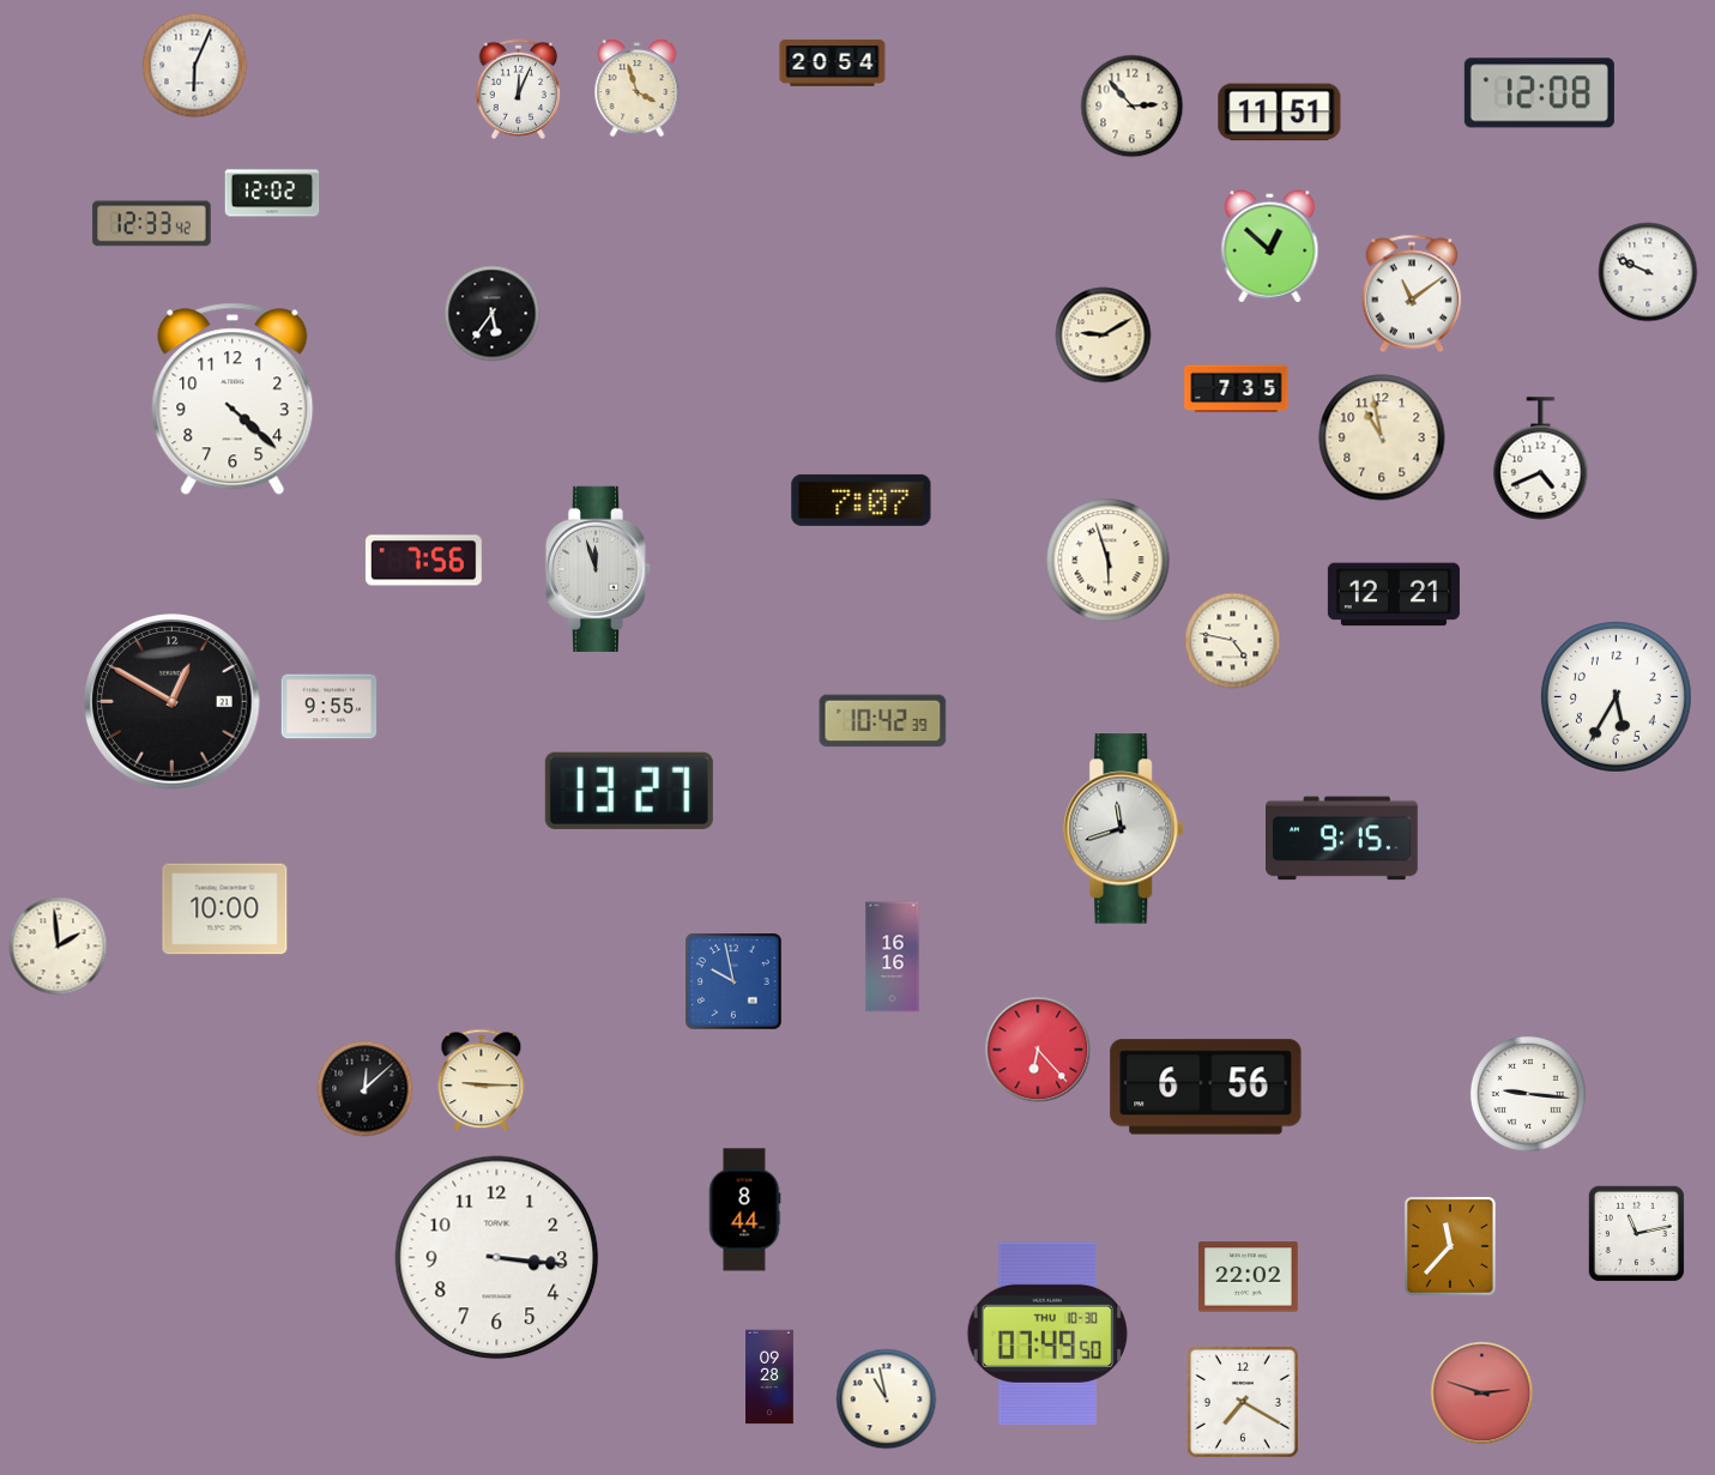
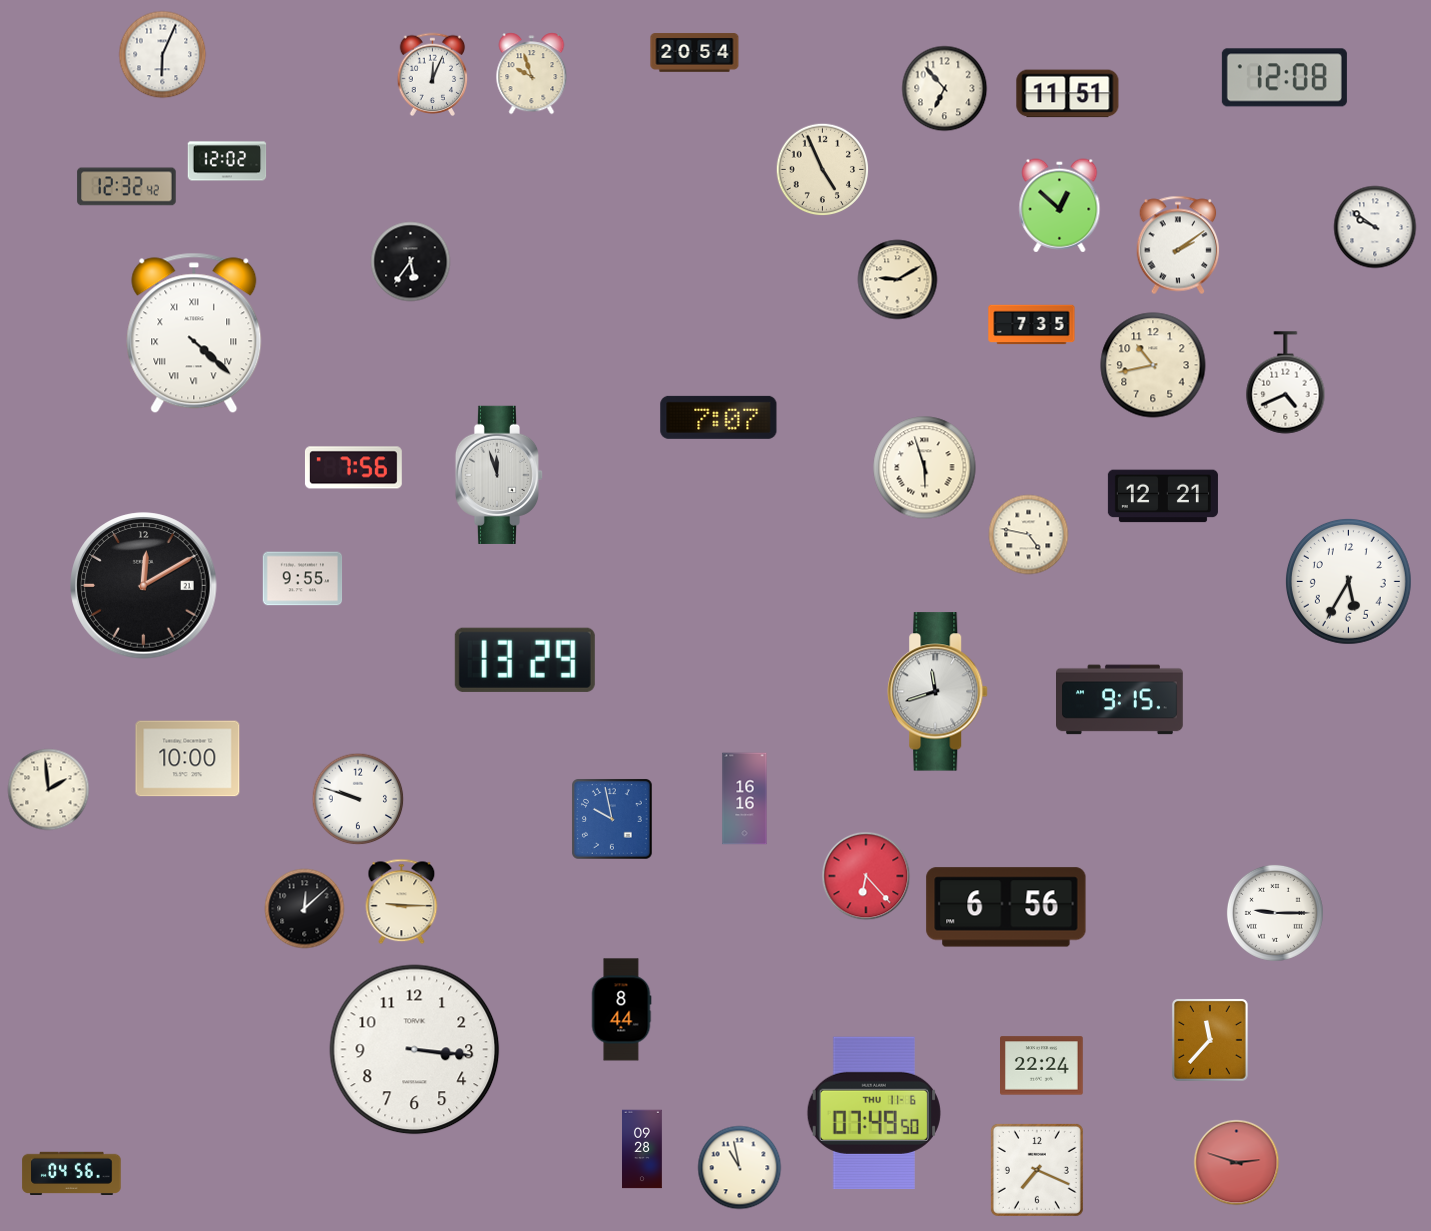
clock at (638, 89): 3:57 -> 9:57
clock at (1133, 107): 2:53 -> 6:53
clock at (823, 170): none -> 4:56
clock at (152, 224): 12:33 -> 12:32
clock at (1648, 272): 9:49 -> 9:51
clock at (1412, 294): 11:09 -> 2:09
clock at (1104, 335) position: (1104, 335) -> (898, 280)
clock at (233, 399) numerals: Arabic -> Roman
clock at (1382, 437): 10:58 -> 10:43
clock at (173, 702): 12:50 -> 12:10
clock at (330, 707) position: (330, 707) -> (303, 579)
clock at (883, 721): 10:42 -> none
clock at (629, 791): 13:27 -> 13:29
clock at (358, 799): none -> 9:48
clock at (1528, 1094): 9:16 -> 9:15
clock at (1636, 1233): 11:13 -> none
clock at (1249, 1277): 22:02 -> 22:24
clock at (1047, 1332) date: THU 10-30 -> THU 11-6
clock at (1243, 1402): 7:20 -> 7:19
clock at (72, 1173): none -> 04:56
